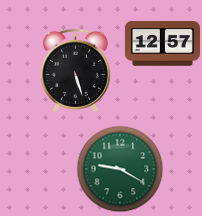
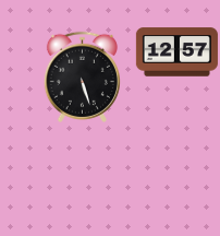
clock at (162, 44) position: (162, 44) -> (176, 52)
clock at (120, 169): 9:20 -> none
